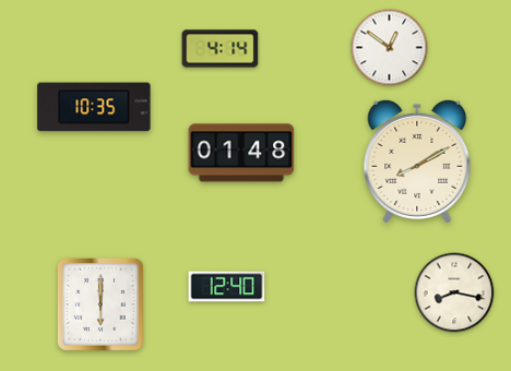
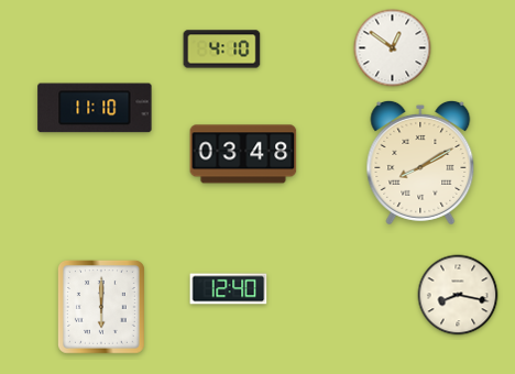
clock at (221, 49): 4:14 -> 4:10
clock at (94, 107): 10:35 -> 11:10
clock at (241, 153): 01:48 -> 03:48
